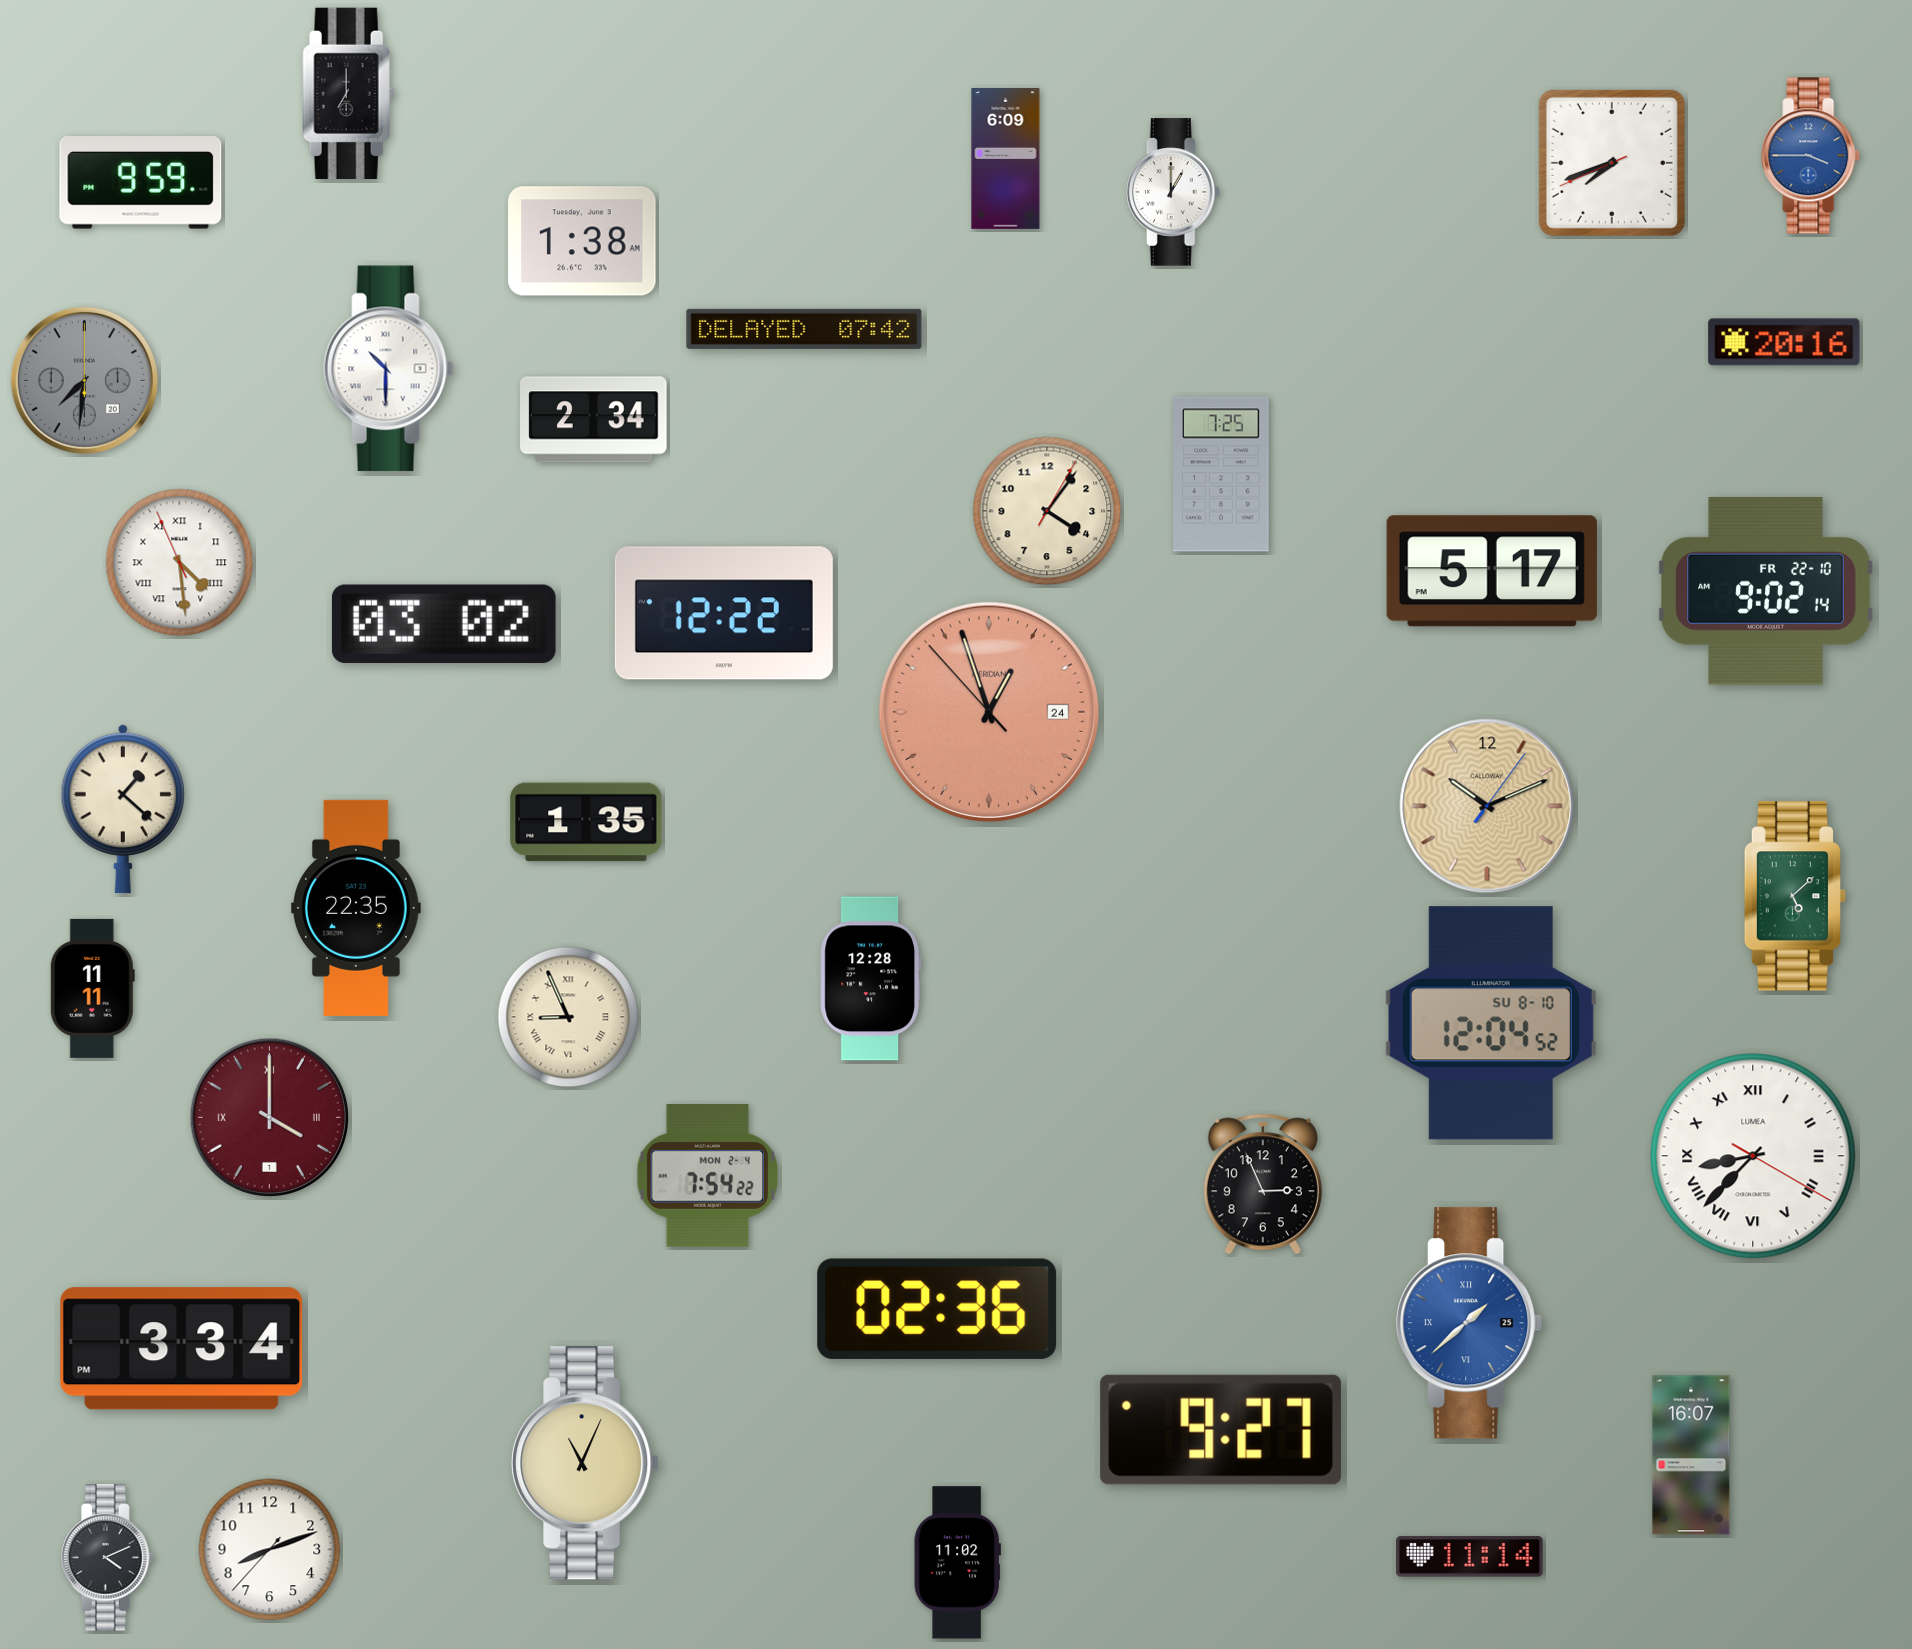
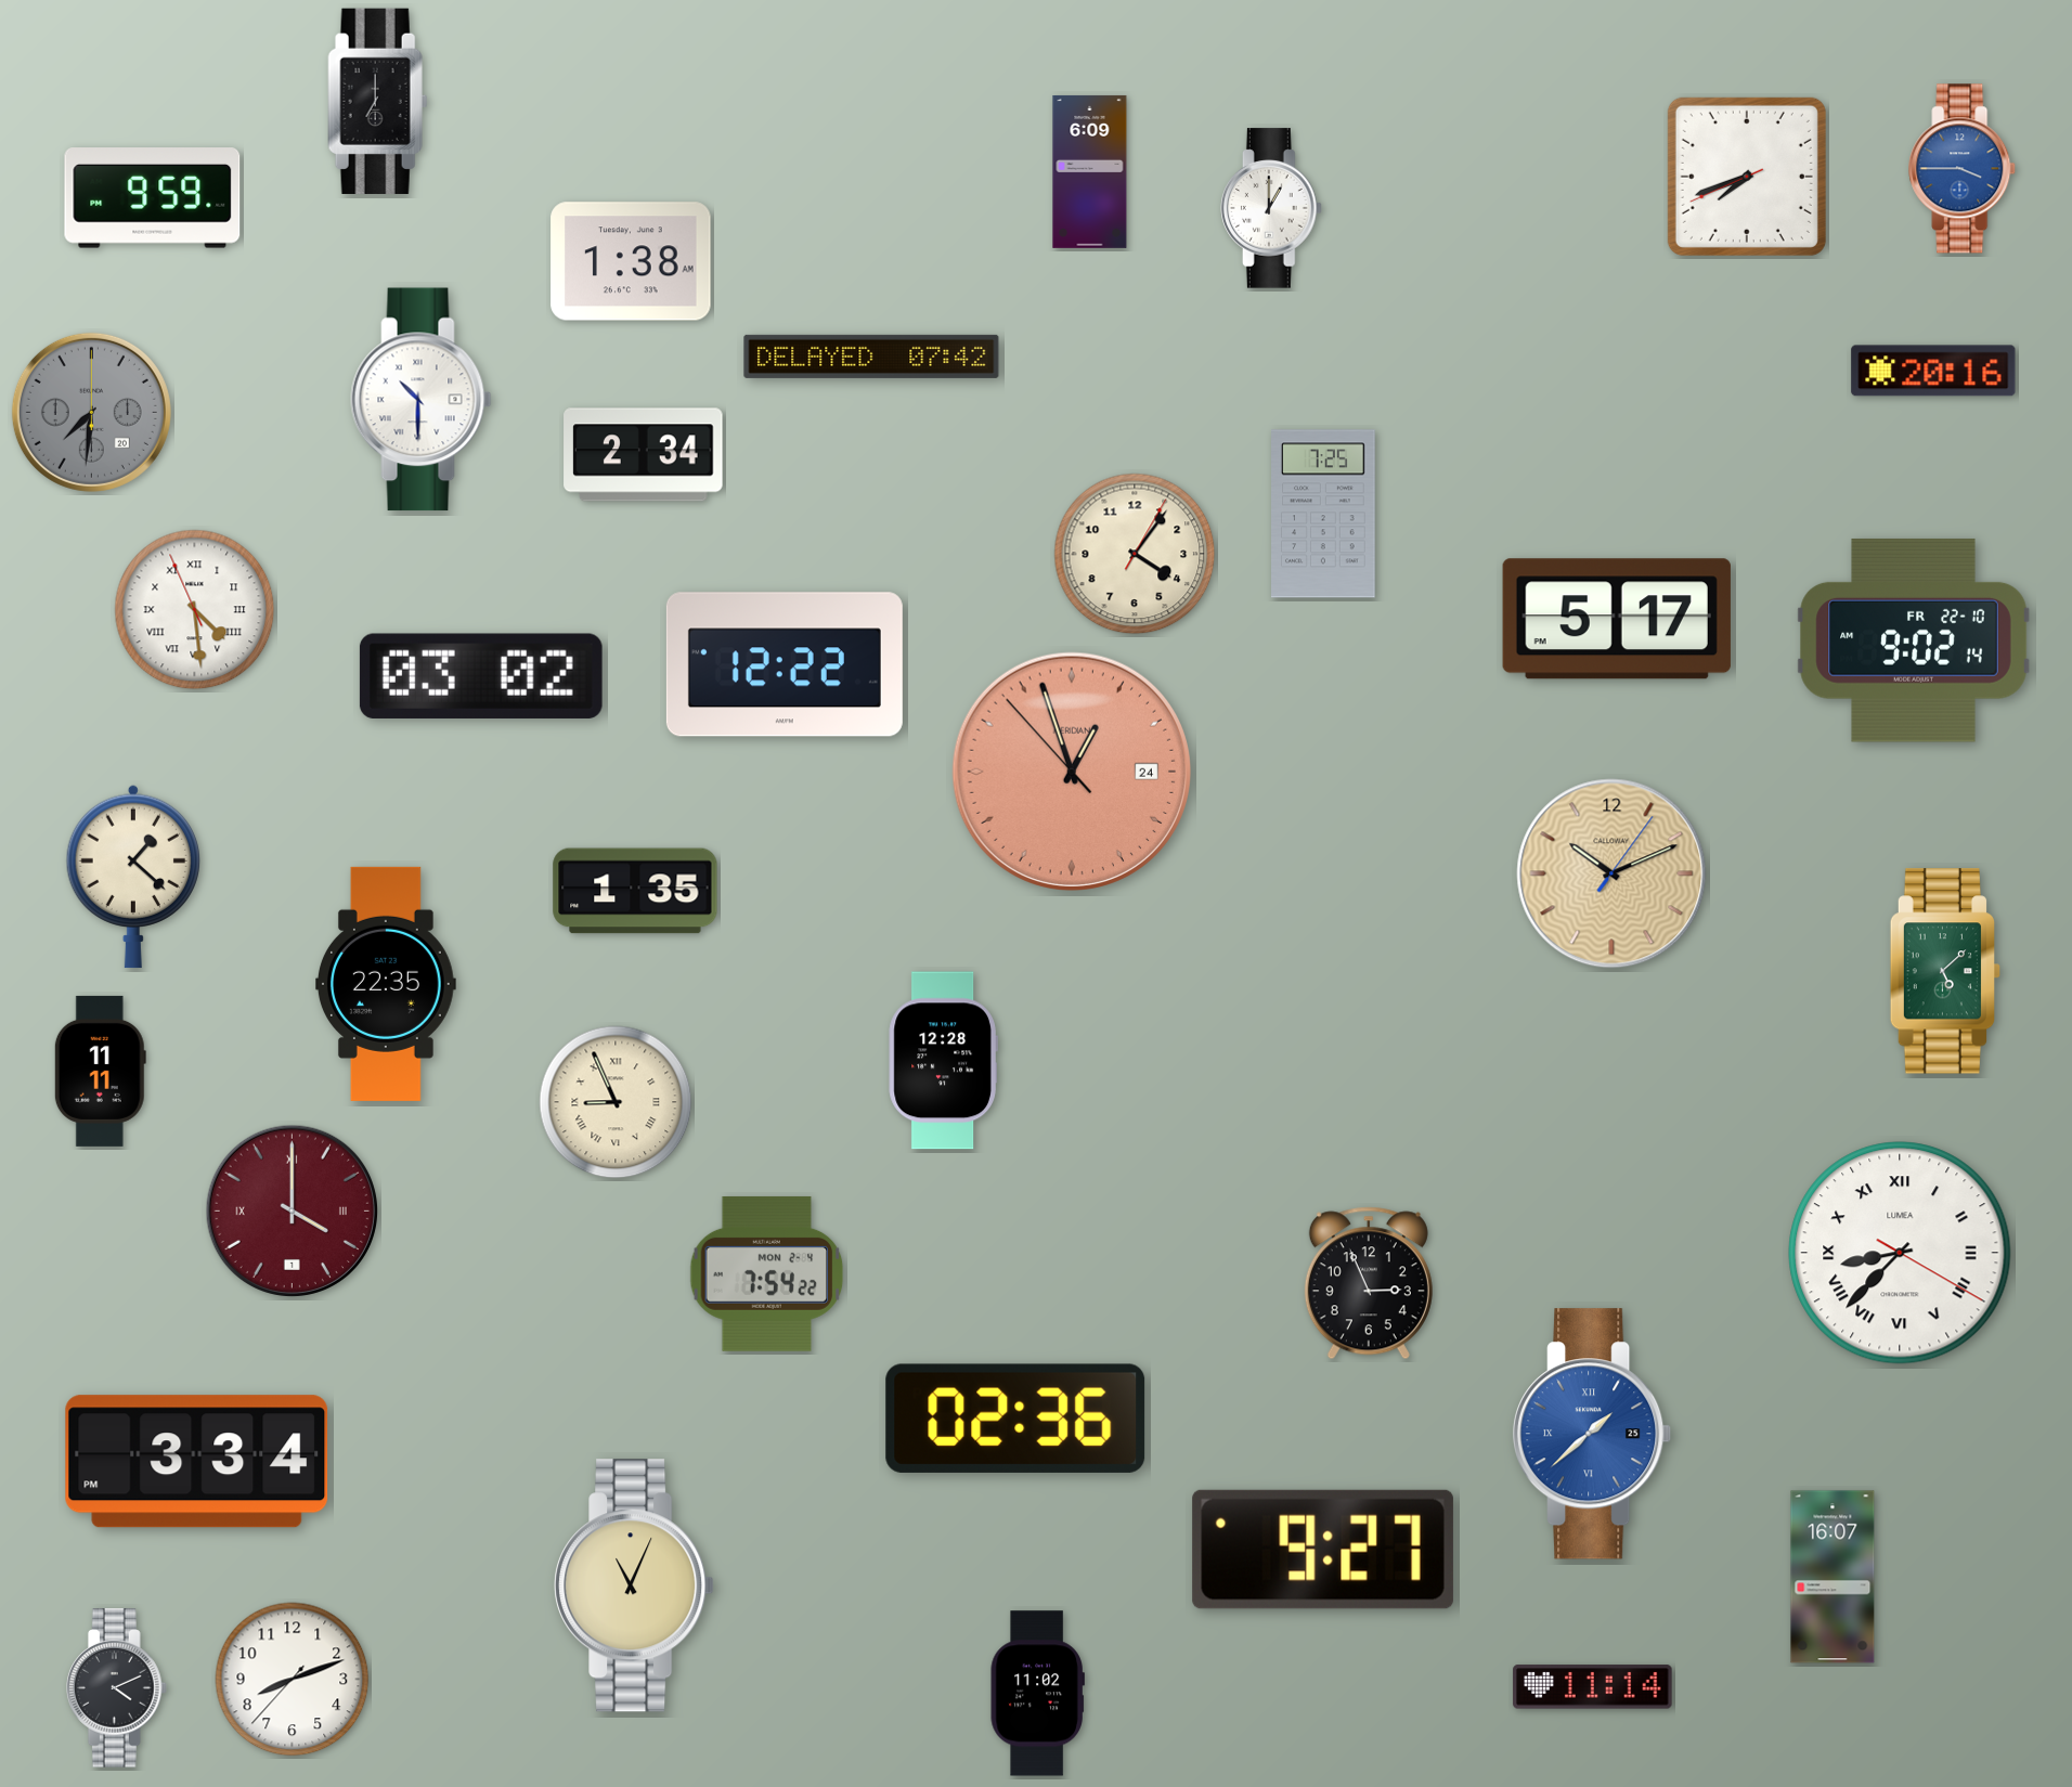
clock at (1491, 1023): 12:04 -> none
